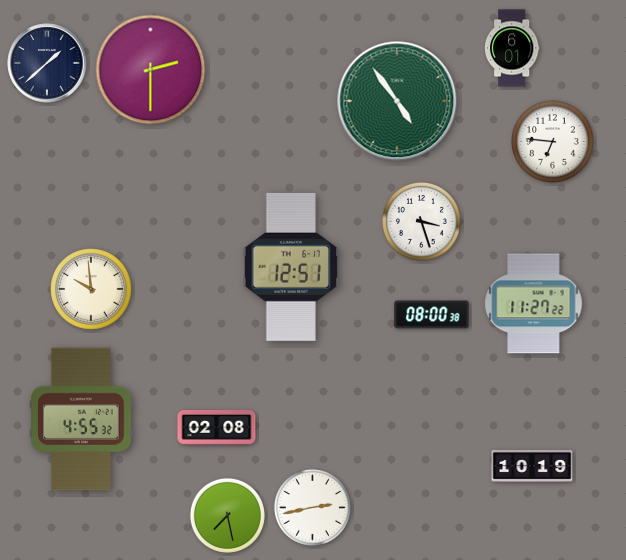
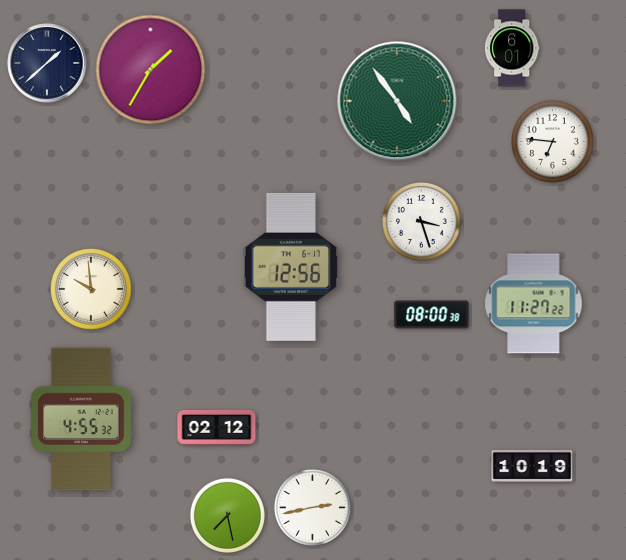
clock at (151, 70): 2:30 -> 1:35
clock at (291, 267): 12:51 -> 12:56
clock at (217, 427): 02:08 -> 02:12
